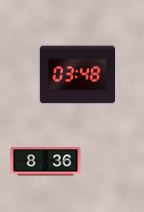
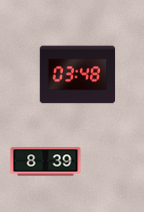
clock at (46, 162): 8:36 -> 8:39
